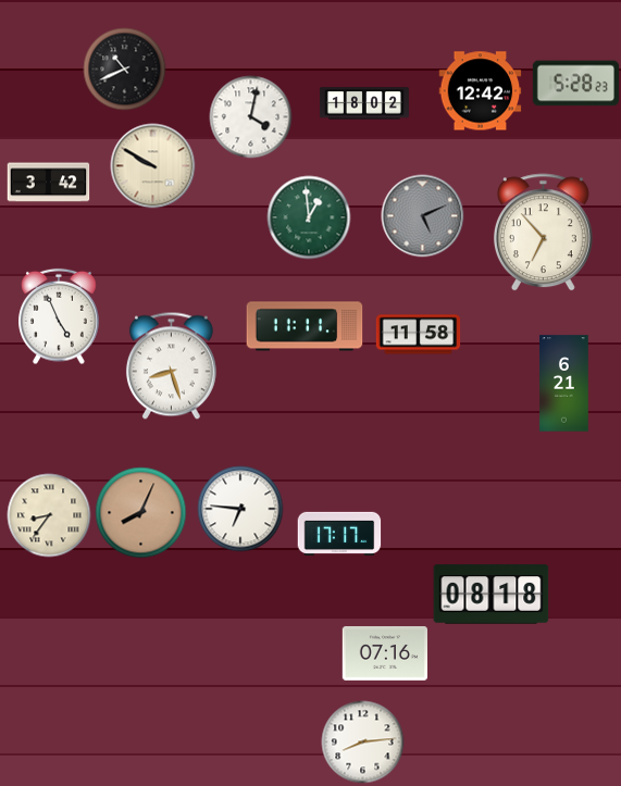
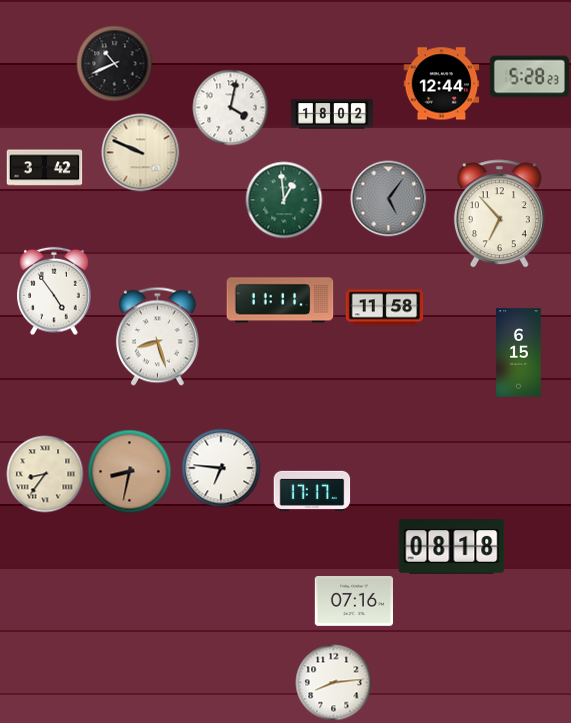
clock at (481, 91): 12:42 -> 12:44
clock at (364, 103) position: (364, 103) -> (332, 114)
clock at (153, 166): 9:50 -> 9:49
clock at (423, 216): 5:11 -> 5:06
clock at (59, 316): 4:56 -> 4:54
clock at (564, 384): 6:21 -> 6:15
clock at (141, 513): 8:04 -> 8:32
